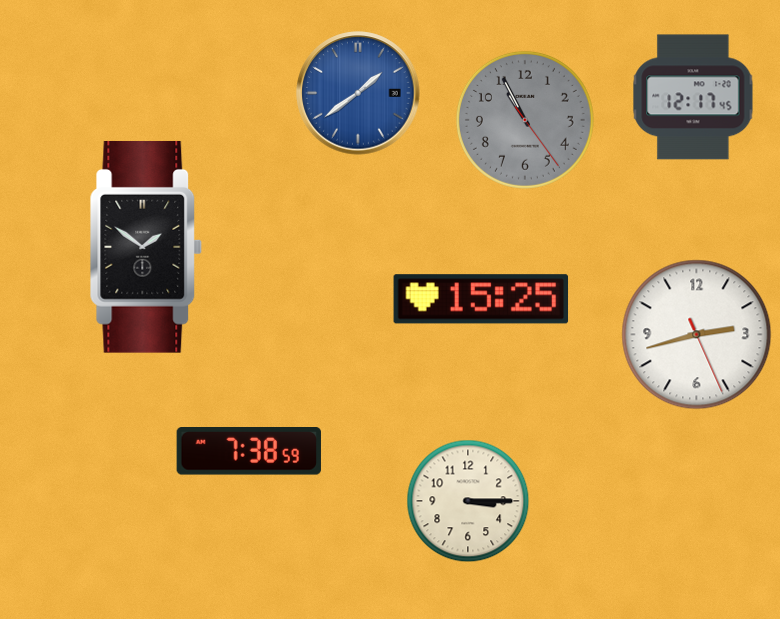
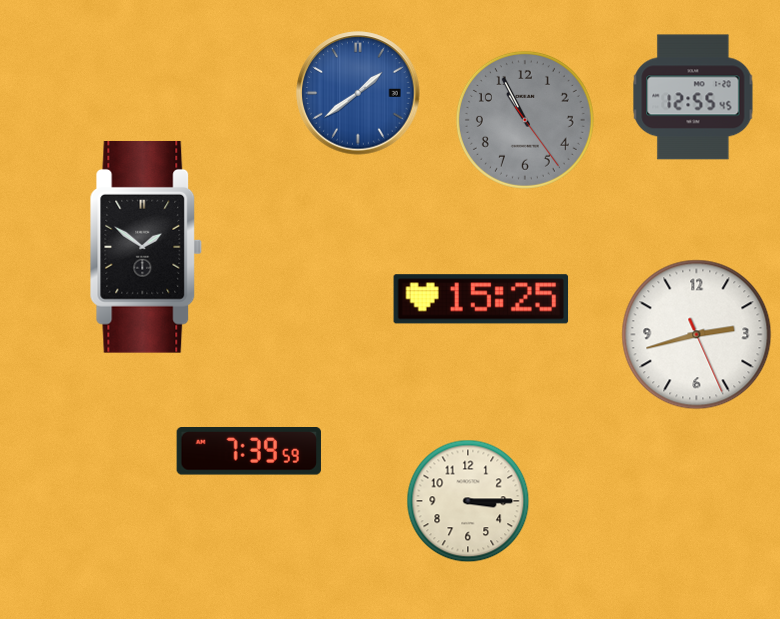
clock at (693, 97): 12:17 -> 12:55
clock at (249, 452): 7:38 -> 7:39
